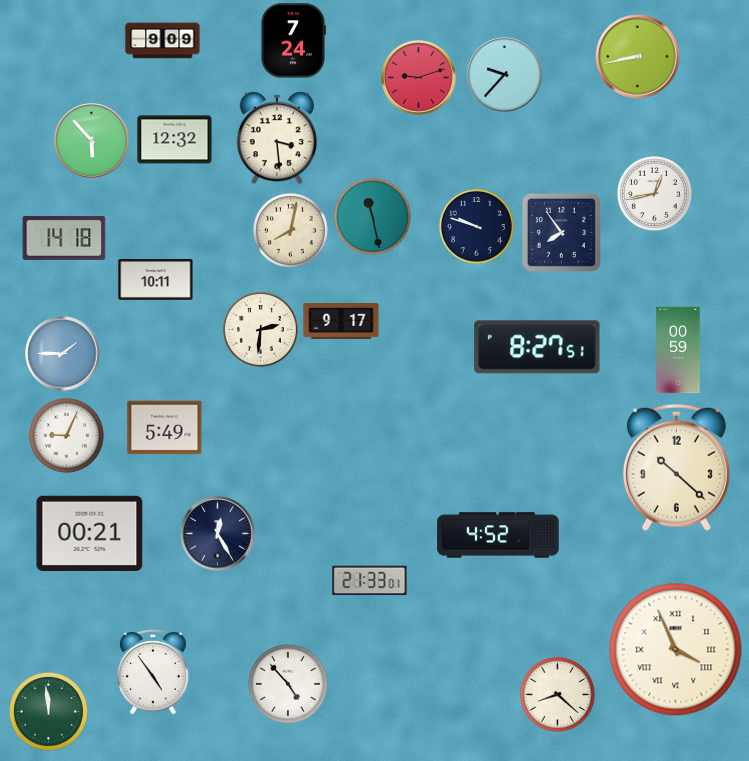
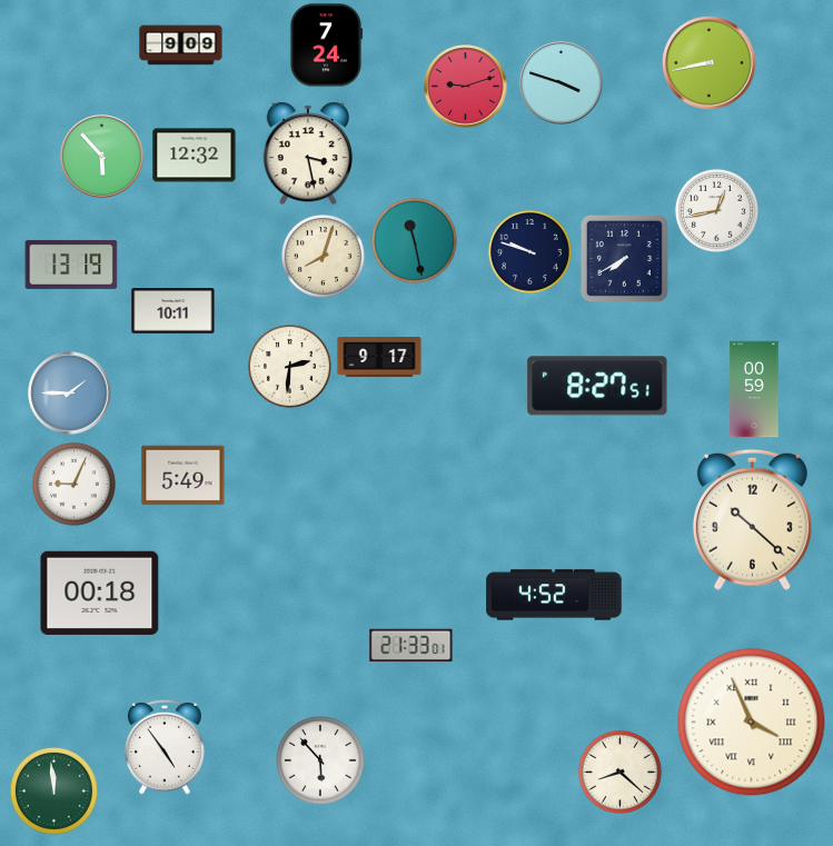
clock at (505, 75): 9:37 -> 3:48
clock at (276, 138): 3:29 -> 3:28
clock at (654, 193) position: (654, 193) -> (716, 210)
clock at (290, 230): 8:02 -> 8:03
clock at (561, 232): 7:54 -> 7:40
clock at (64, 238): 14:18 -> 13:19
clock at (90, 533): 00:21 -> 00:18
clock at (218, 534): 12:25 -> none
clock at (153, 672) position: (153, 672) -> (165, 747)
clock at (289, 685): 4:53 -> 5:53
